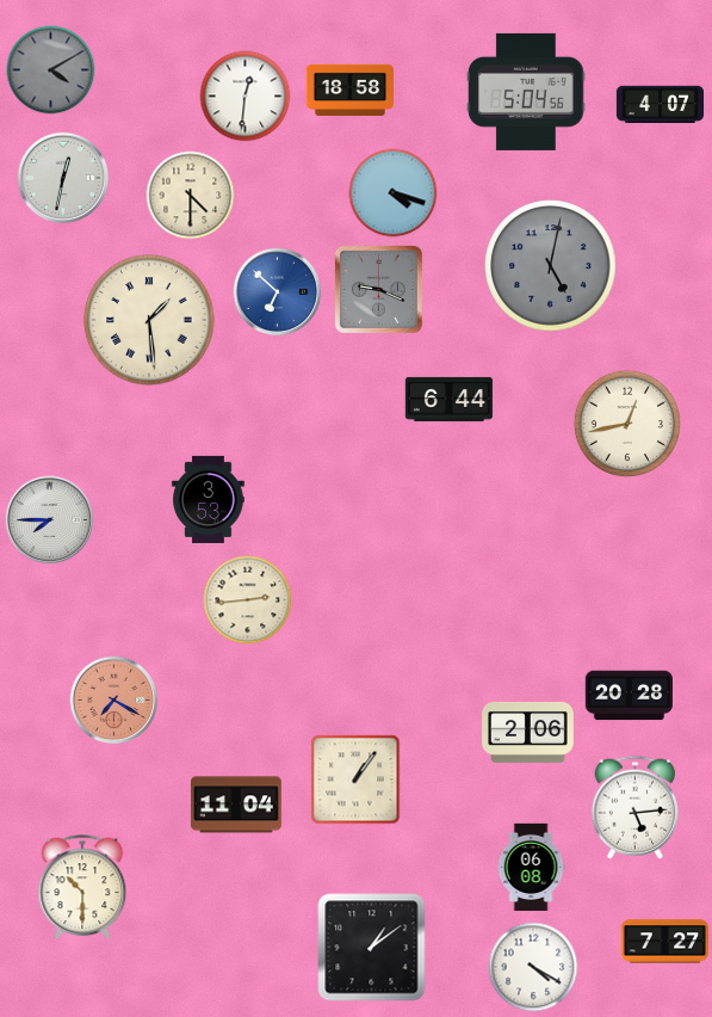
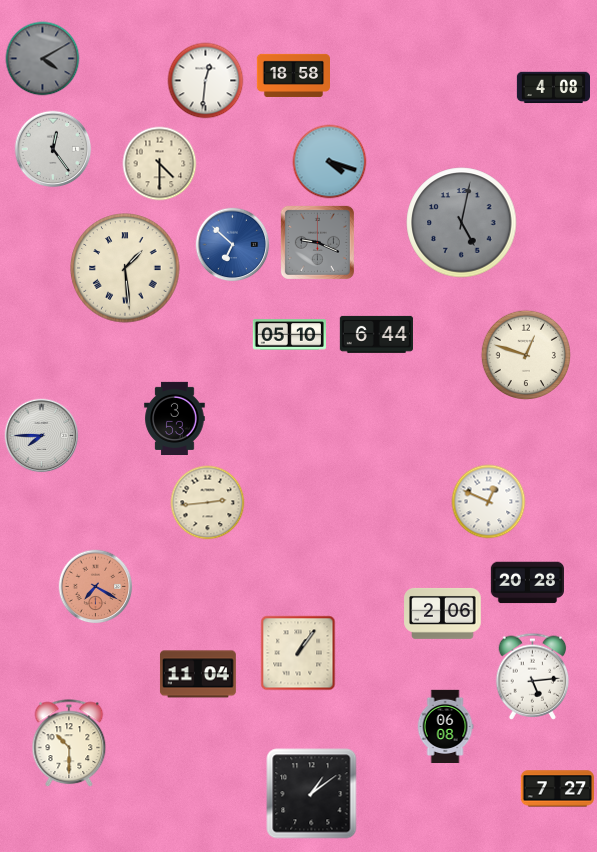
clock at (526, 92): 5:04 -> none
clock at (660, 105): 4:07 -> 4:08
clock at (63, 178): 12:32 -> 12:24
clock at (289, 335): none -> 05:10
clock at (626, 423): 12:43 -> 12:48
clock at (489, 502): none -> 12:49
clock at (533, 967): 4:20 -> none
